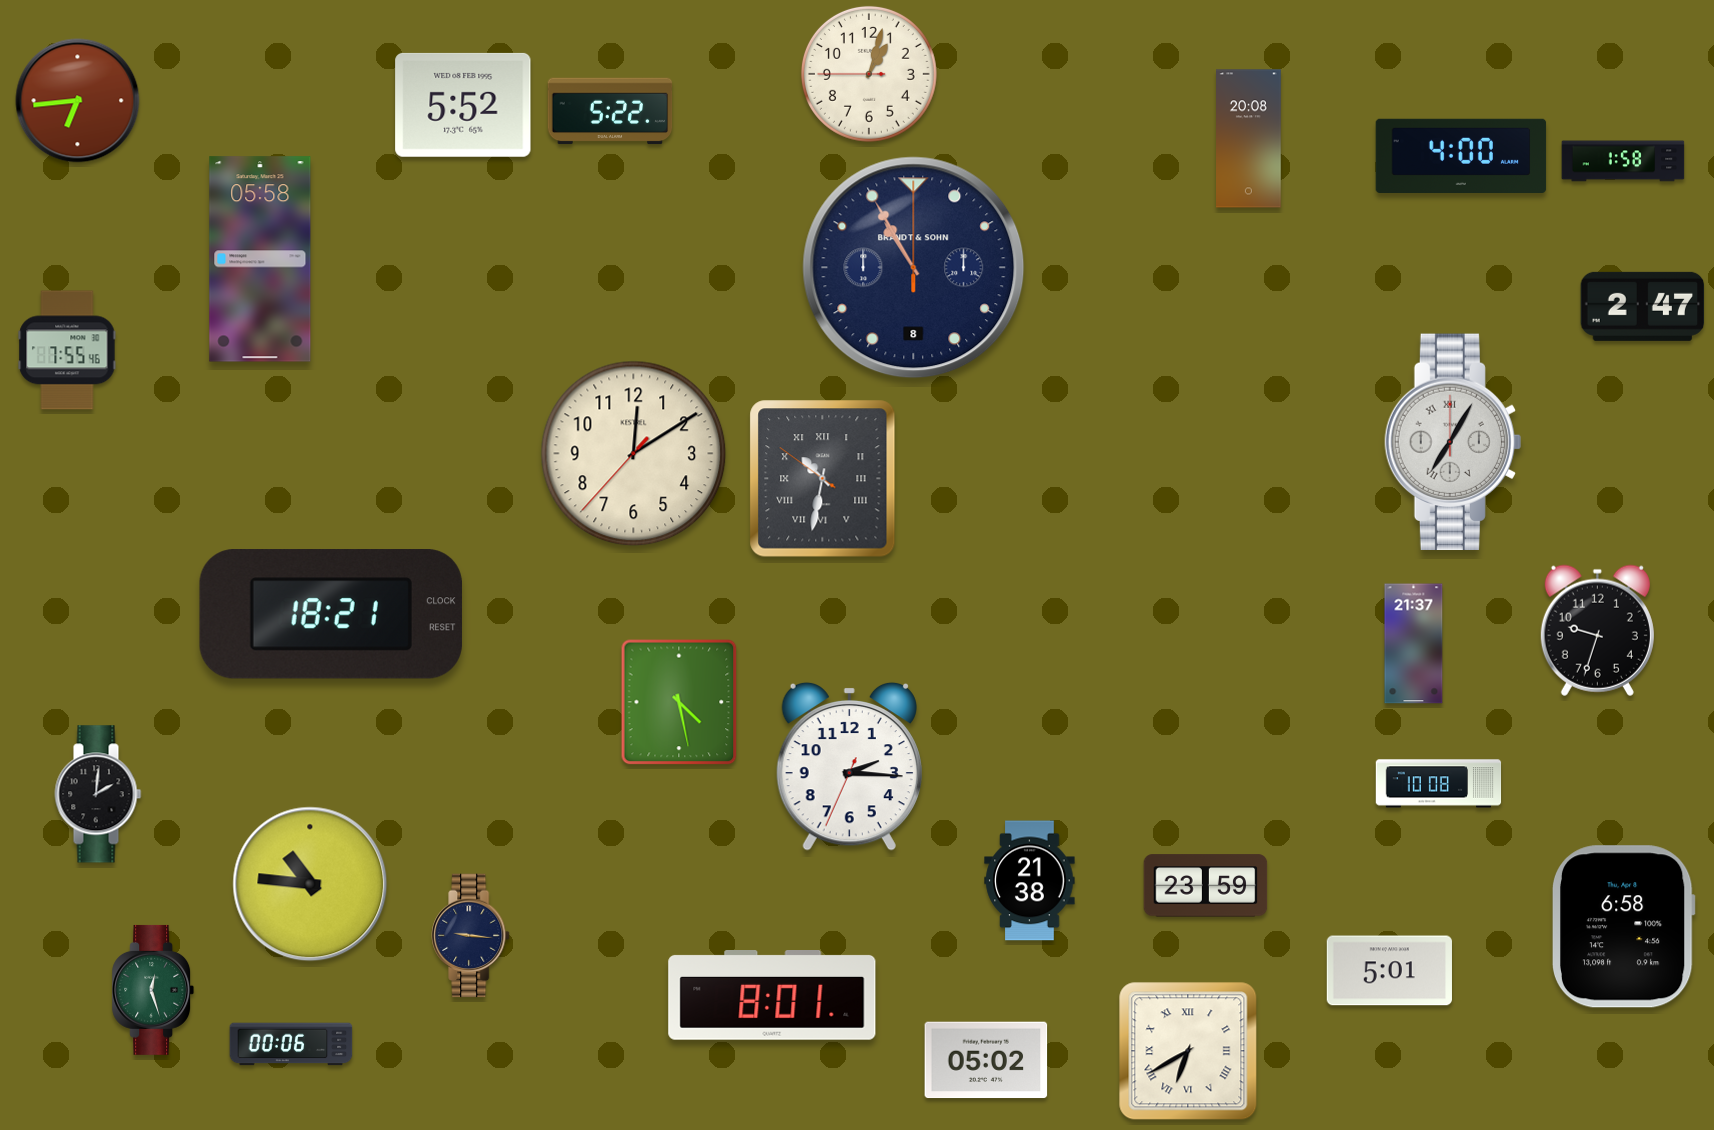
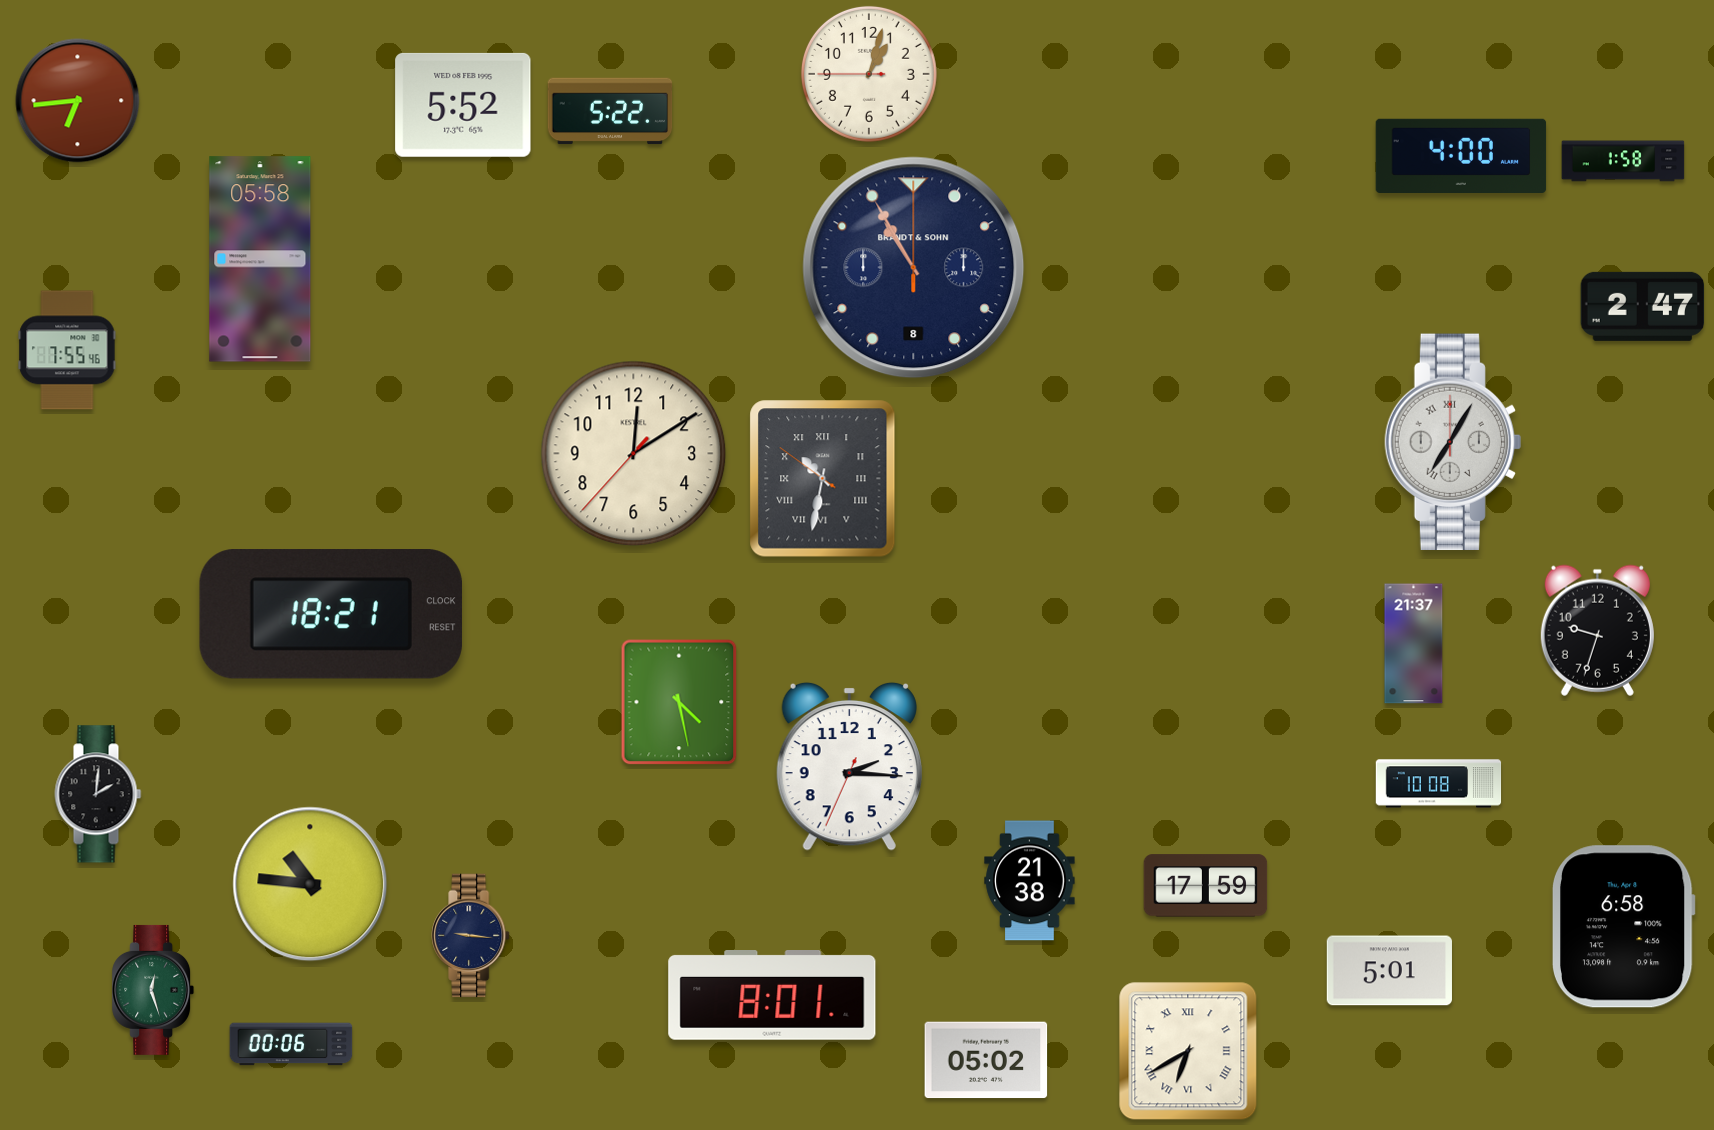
clock at (1249, 139): 20:08 -> none
clock at (1206, 886): 23:59 -> 17:59
